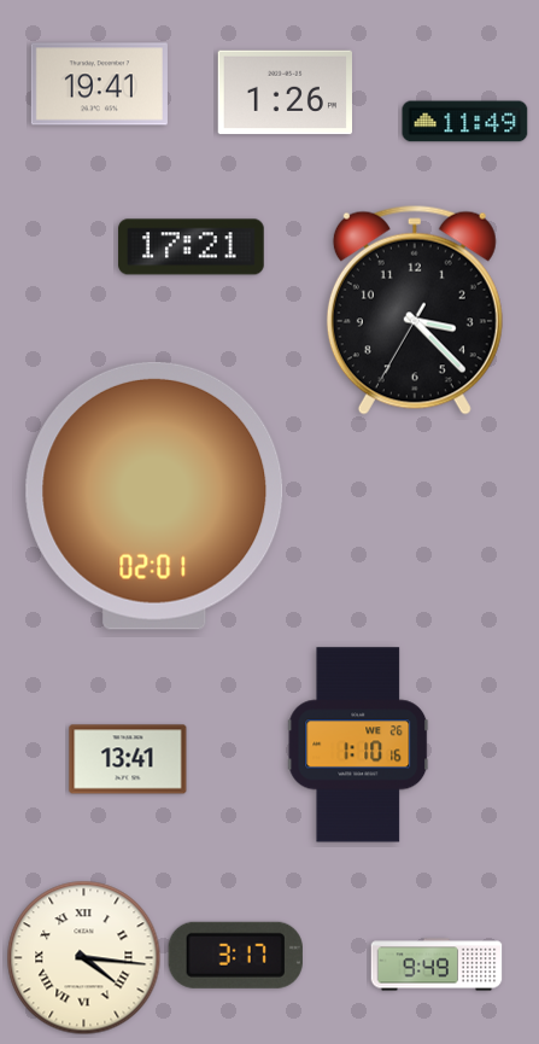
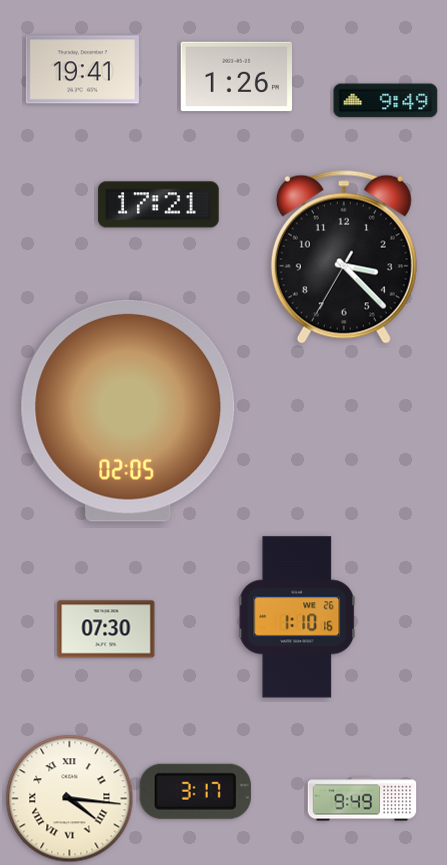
clock at (465, 122): 11:49 -> 9:49
clock at (154, 496): 02:01 -> 02:05
clock at (128, 759): 13:41 -> 07:30
clock at (84, 958) position: (84, 958) -> (70, 799)
